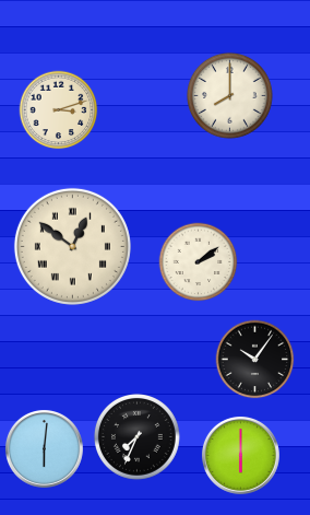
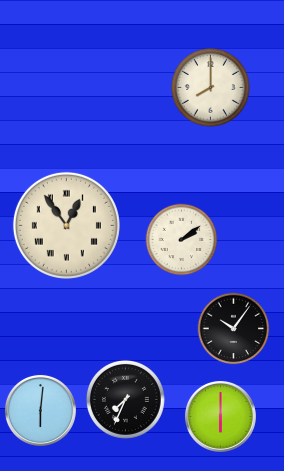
clock at (59, 110): 3:12 -> none
clock at (72, 246): 12:51 -> 12:54
